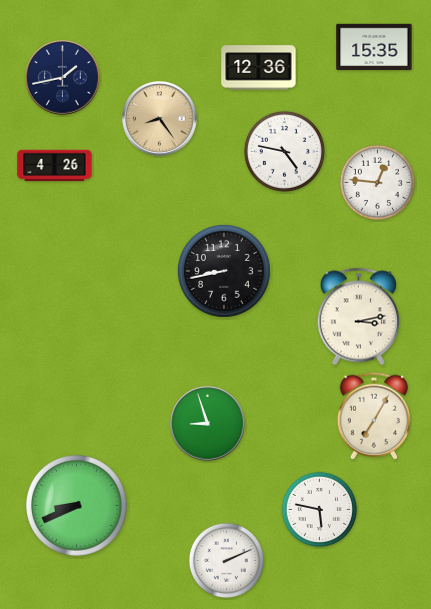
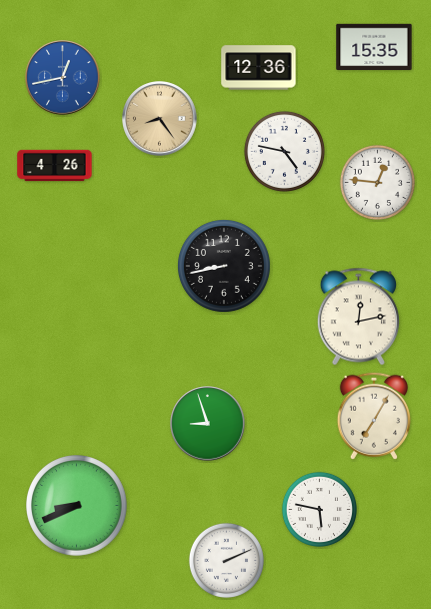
clock at (63, 78): 1:43 -> 12:43
clock at (63, 78) dial: navy -> blue
clock at (224, 271) position: (224, 271) -> (224, 266)
clock at (358, 317): 3:13 -> 12:13
